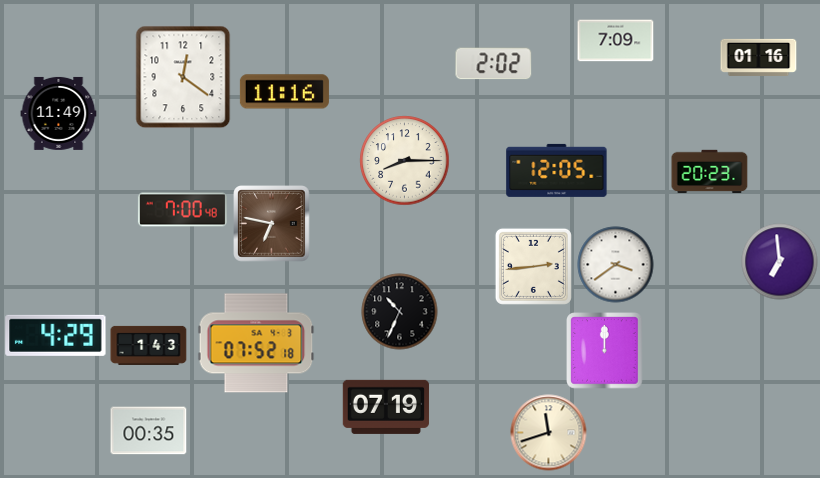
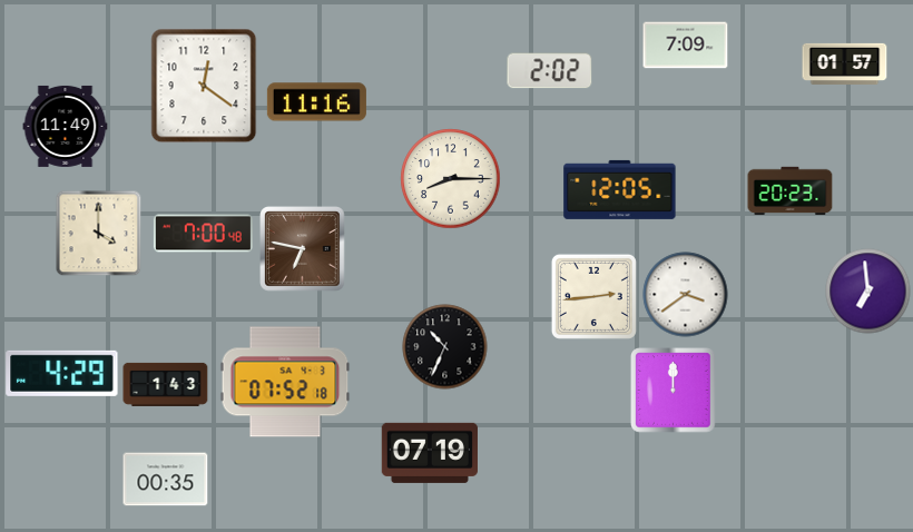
clock at (759, 57): 01:16 -> 01:57
clock at (98, 233): none -> 4:00
clock at (549, 433): 11:42 -> none
